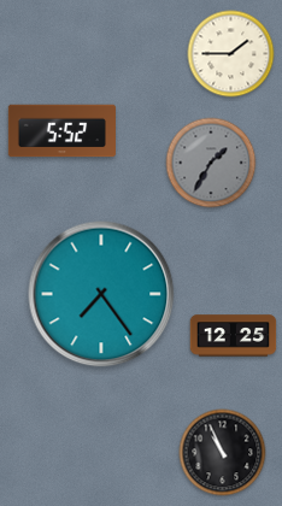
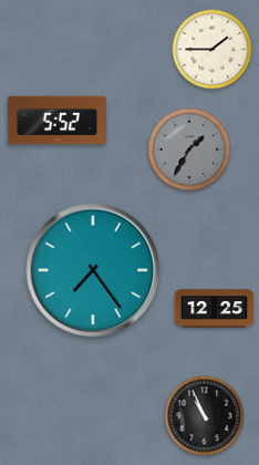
clock at (211, 163) position: (211, 163) -> (189, 149)
